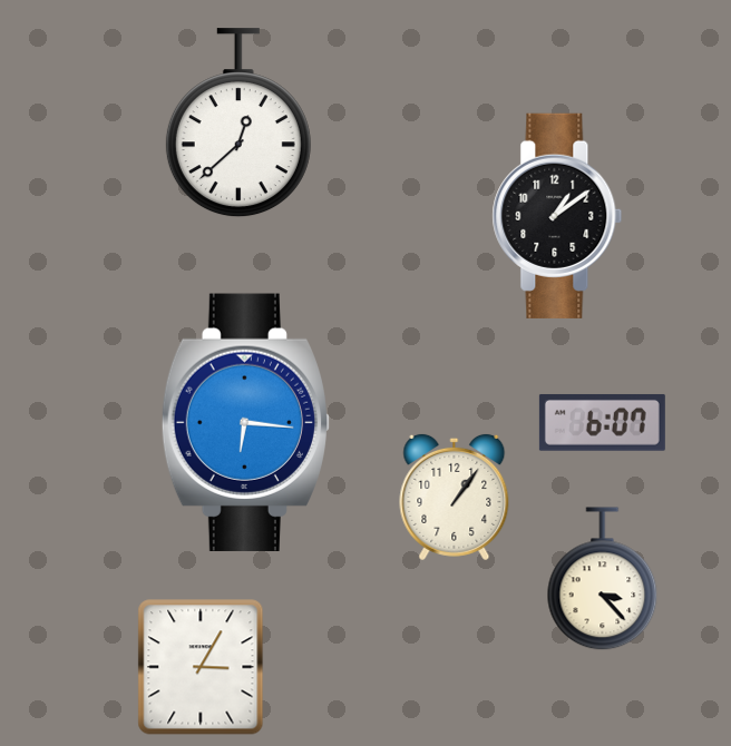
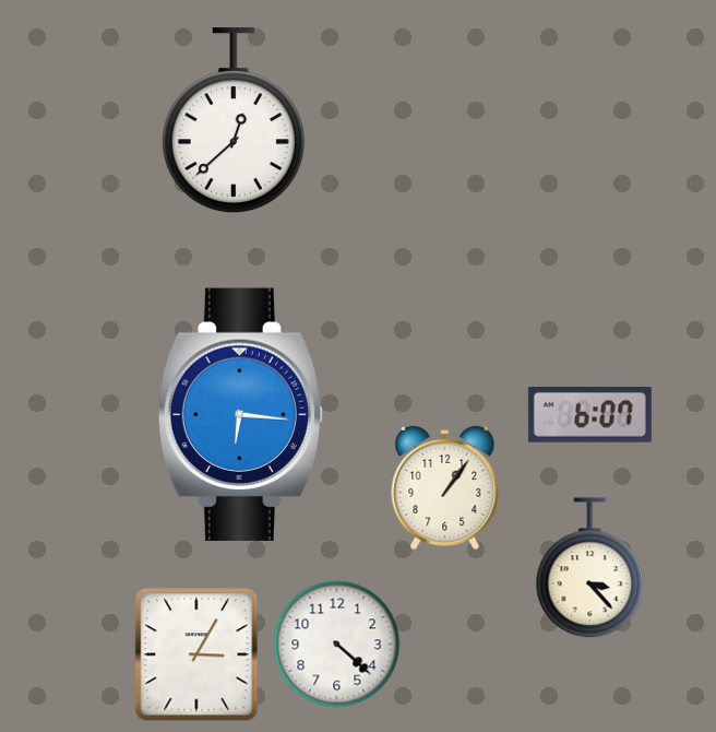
clock at (557, 216): 1:09 -> none
clock at (337, 645): none -> 4:22
